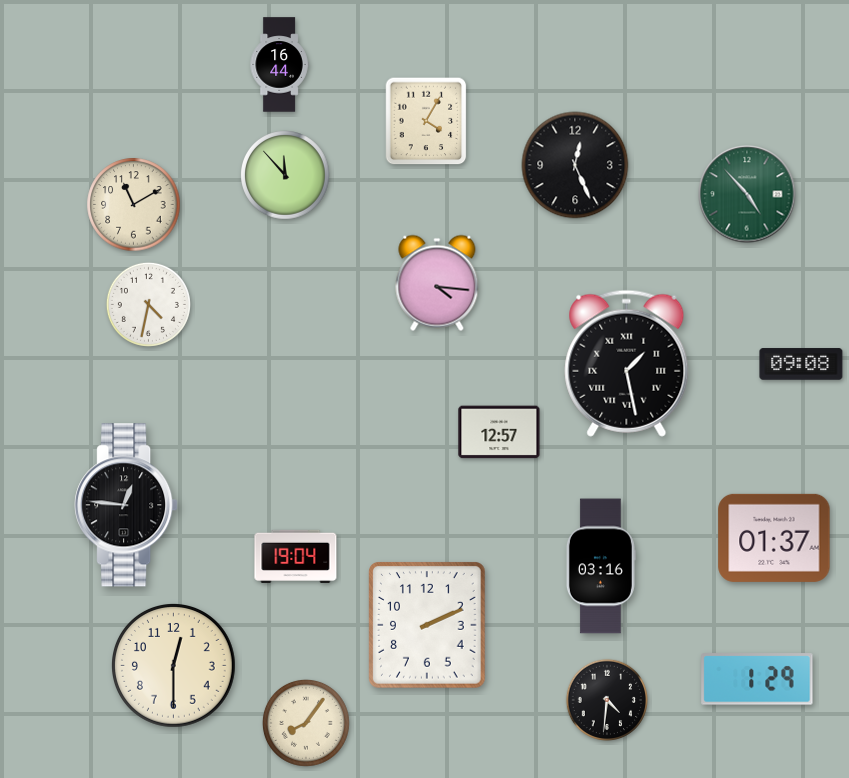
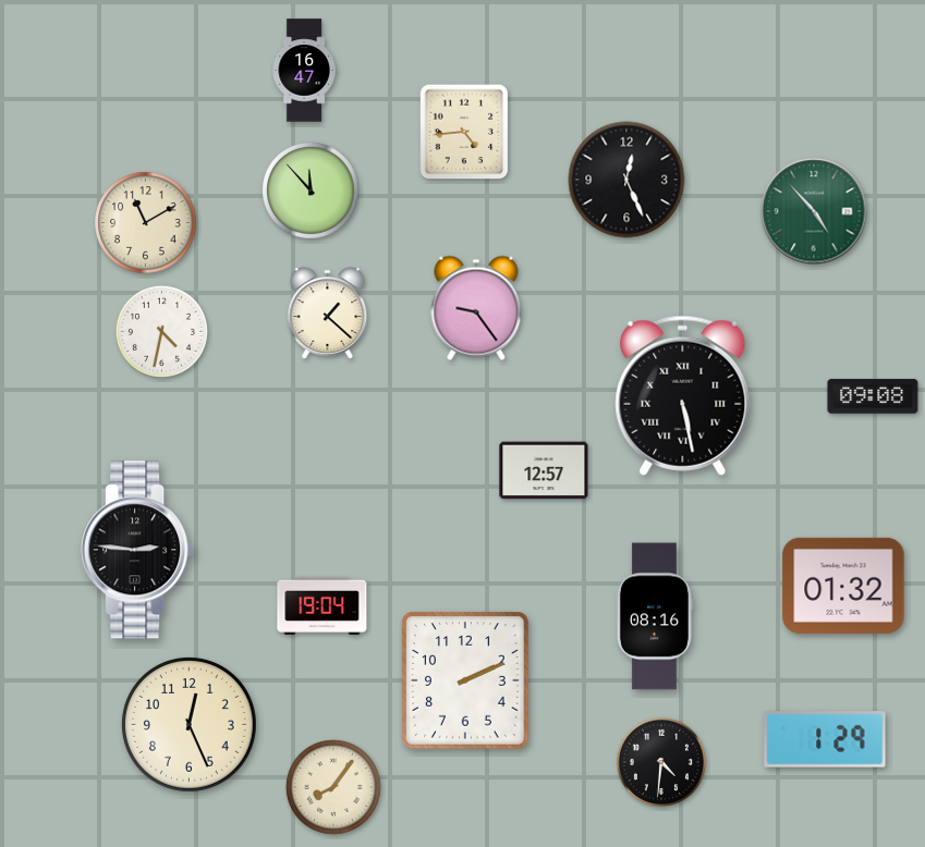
clock at (279, 65): 16:44 -> 16:47
clock at (426, 121): 4:05 -> 4:44
clock at (437, 283): 4:16 -> 9:24
clock at (328, 314): none -> 1:22
clock at (627, 363): 1:28 -> 5:28
clock at (126, 505): 12:46 -> 2:46
clock at (774, 538): 01:37 -> 01:32
clock at (600, 566): 03:16 -> 08:16
clock at (174, 666): 12:30 -> 12:26
